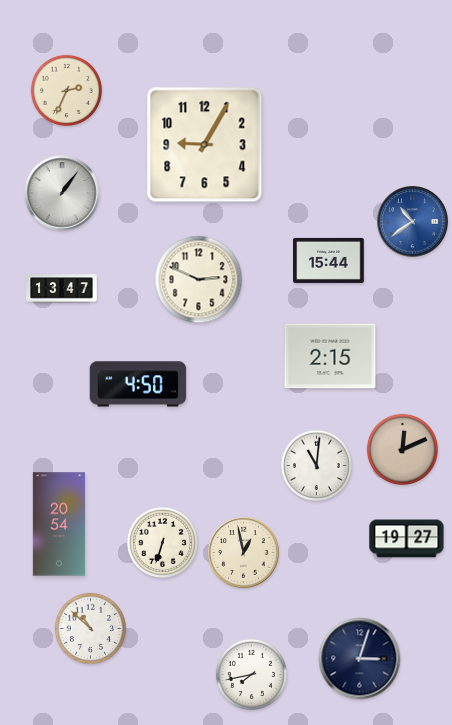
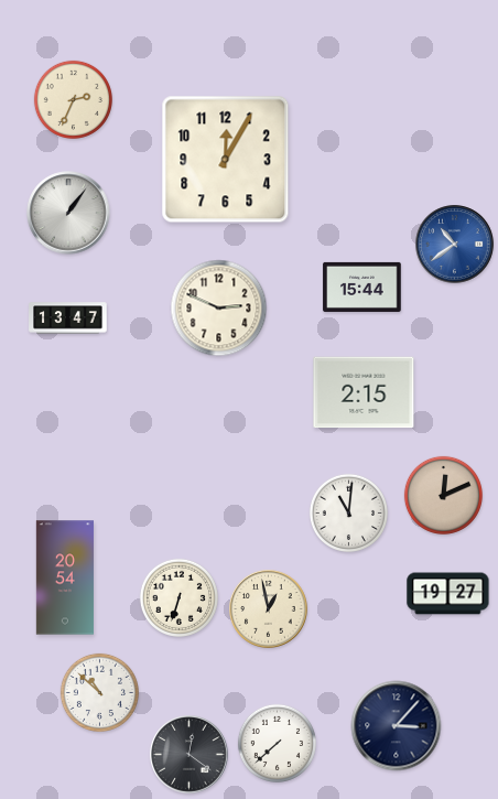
clock at (205, 145): 9:05 -> 12:05
clock at (138, 384): 4:50 -> none
clock at (360, 659): 3:03 -> 3:07
clock at (251, 674): 7:43 -> 7:38
clock at (190, 755): none -> 12:21
